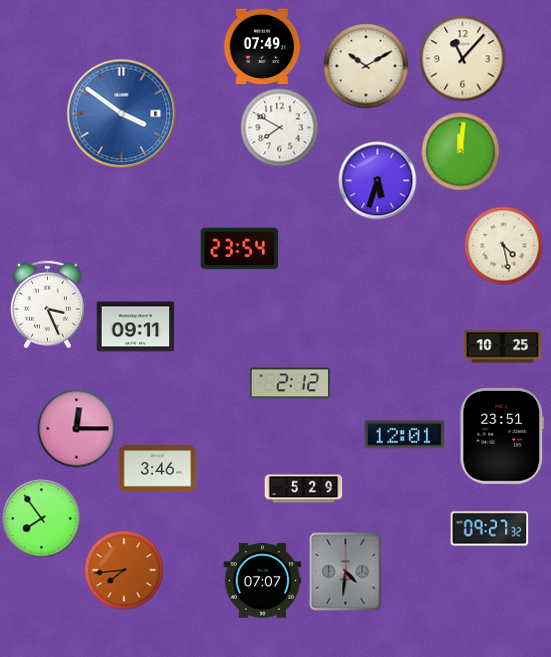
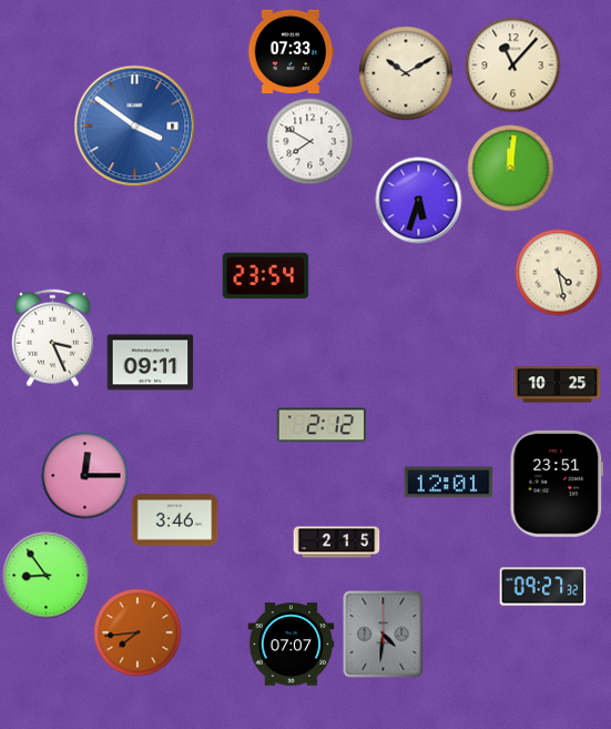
clock at (262, 47): 07:49 -> 07:33
clock at (303, 489): 5:29 -> 2:15
clock at (41, 518): 7:54 -> 8:54
